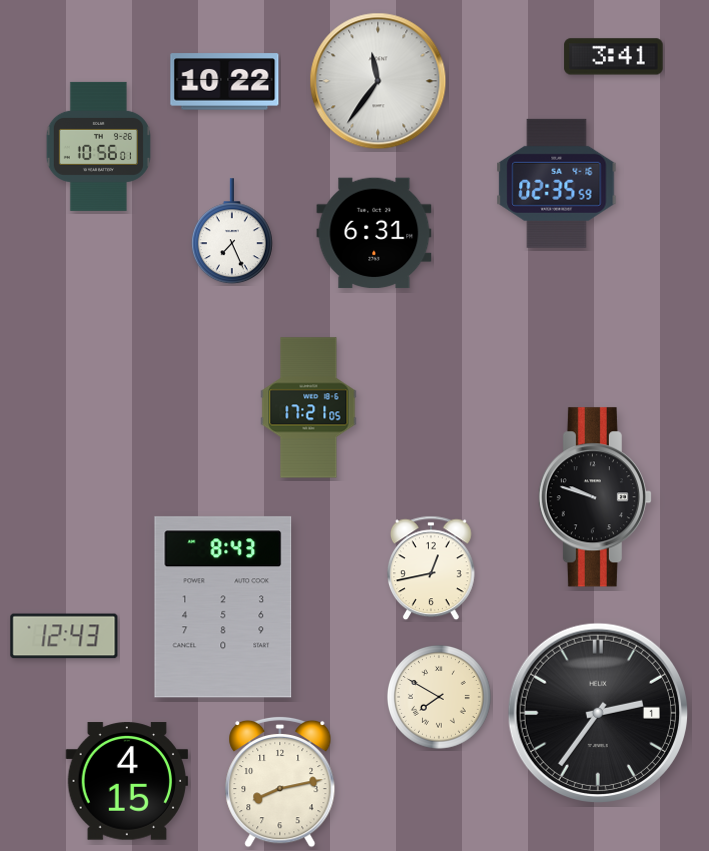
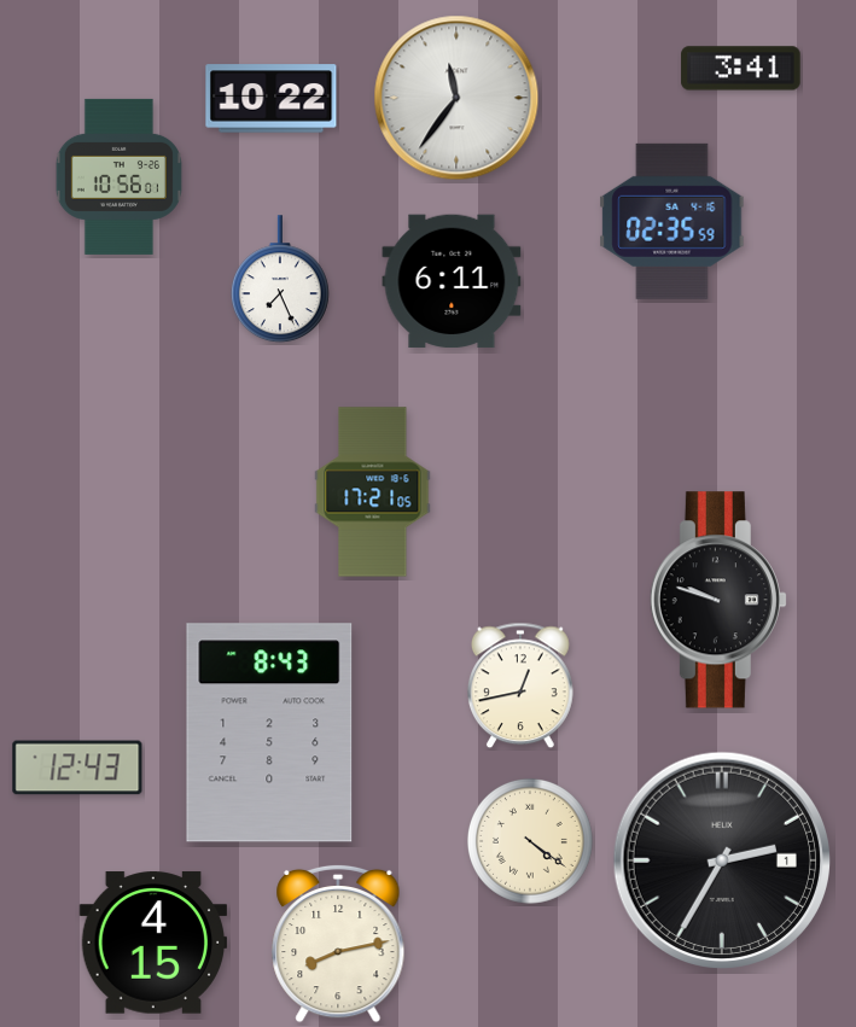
clock at (374, 233): 6:31 -> 6:11
clock at (439, 698): 7:50 -> 4:21
clock at (597, 712): 2:36 -> 2:35
